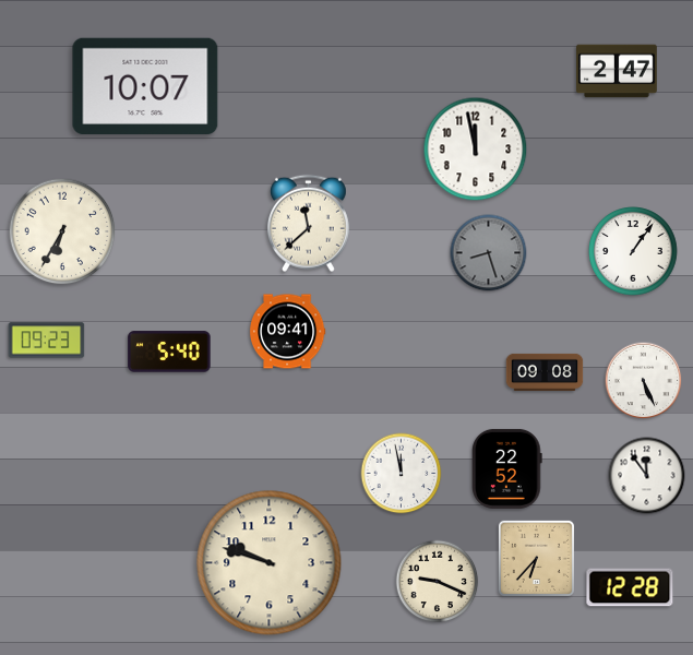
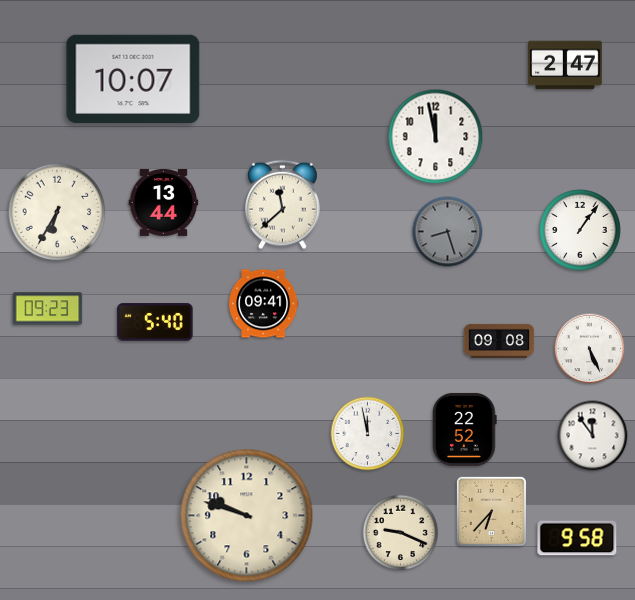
clock at (164, 202): none -> 13:44
clock at (47, 341) position: (47, 341) -> (48, 309)
clock at (630, 587): 12:28 -> 9:58
